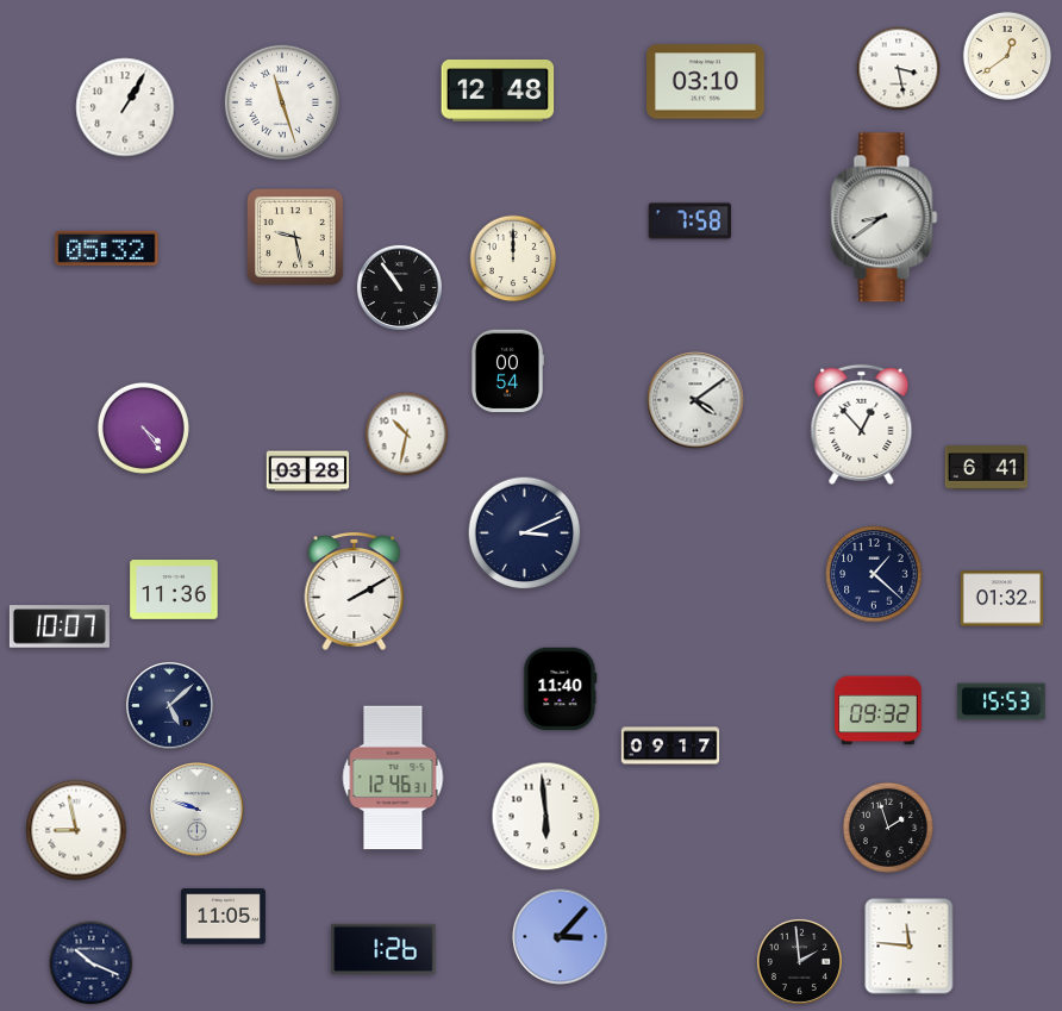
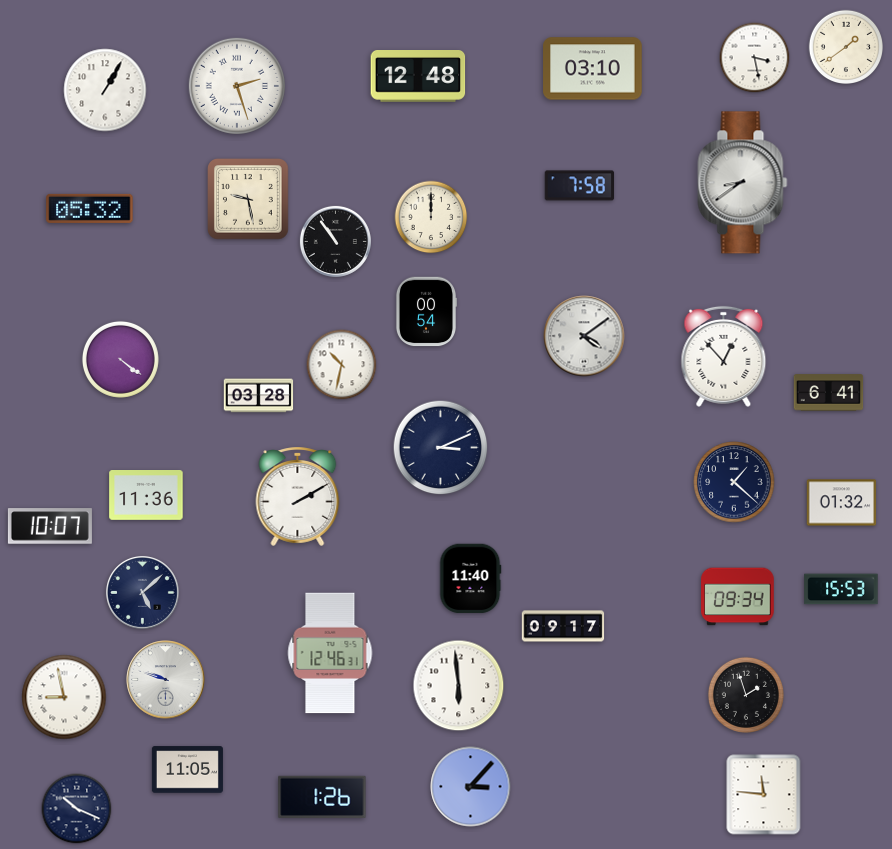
clock at (1006, 55): 12:39 -> 1:39
clock at (282, 102): 11:27 -> 2:27
clock at (143, 428): 4:24 -> 4:21
clock at (879, 711): 09:32 -> 09:34
clock at (799, 961): 1:59 -> none
